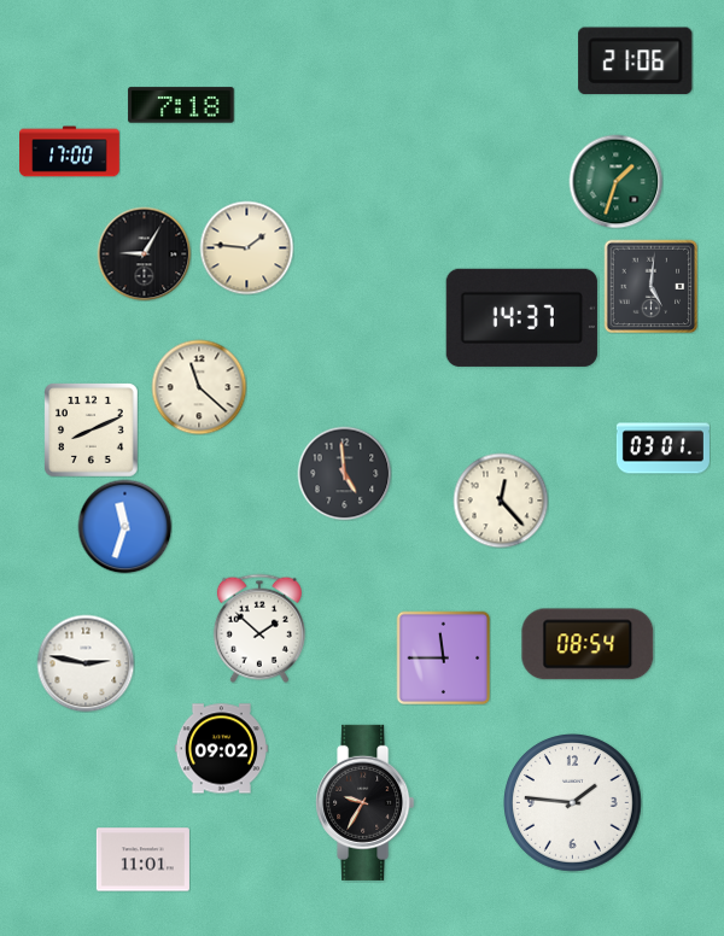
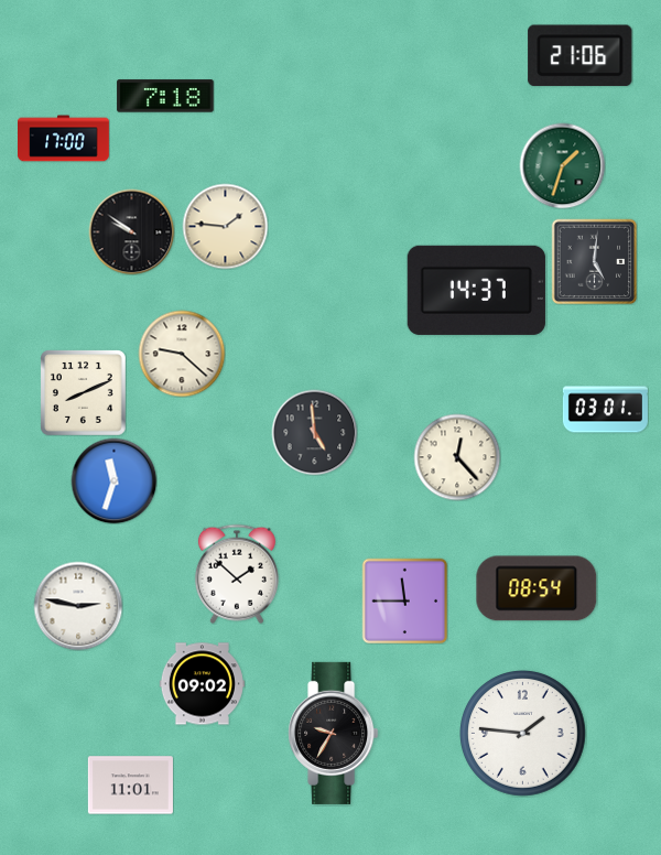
clock at (144, 253): 9:05 -> 9:51
clock at (199, 387): 11:22 -> 9:22
